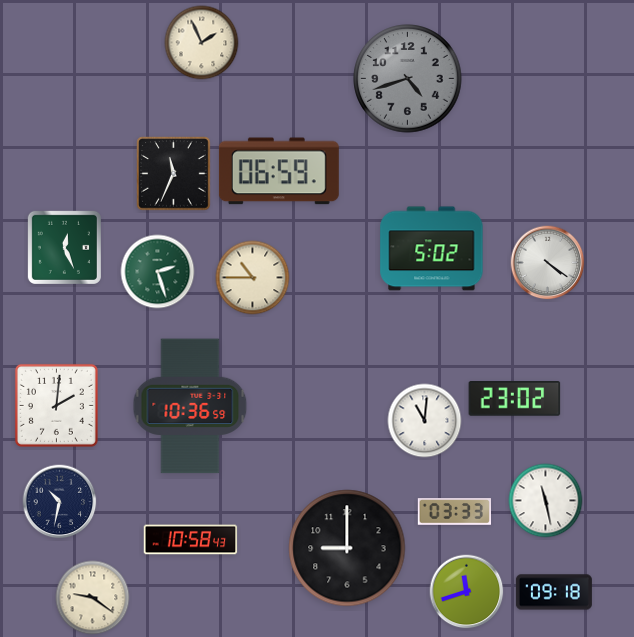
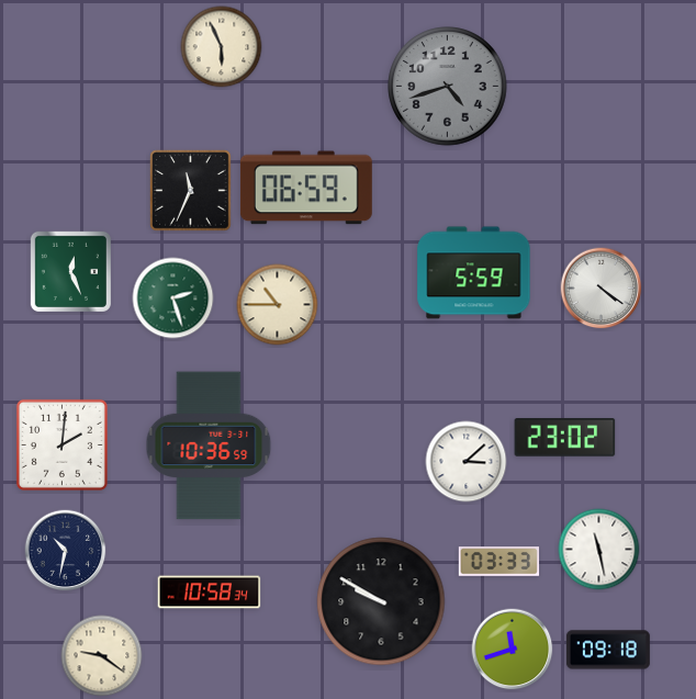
clock at (202, 43): 1:56 -> 5:56
clock at (432, 249): 5:02 -> 5:59
clock at (425, 421): 11:01 -> 3:08
clock at (191, 540): 10:58:43 -> 10:58:34
clock at (347, 548): 9:00 -> 9:50
